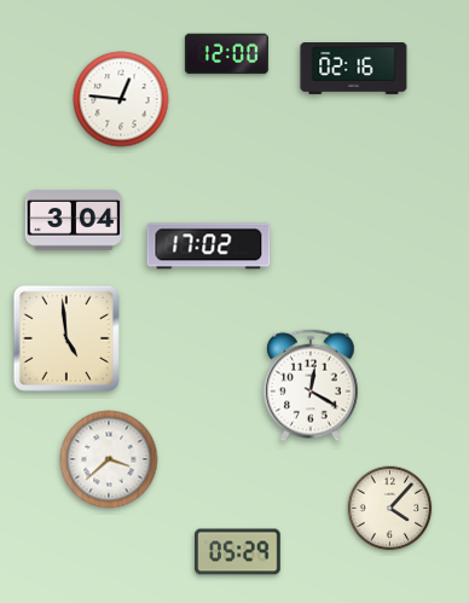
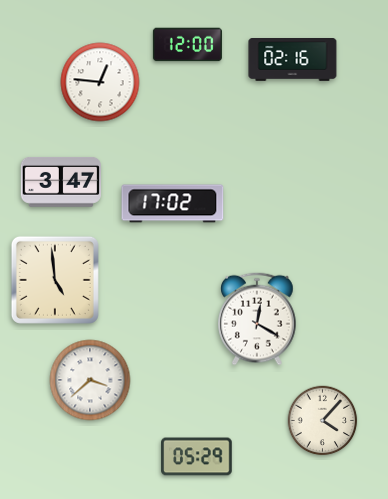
clock at (354, 69) position: (354, 69) -> (293, 60)
clock at (73, 220): 3:04 -> 3:47
